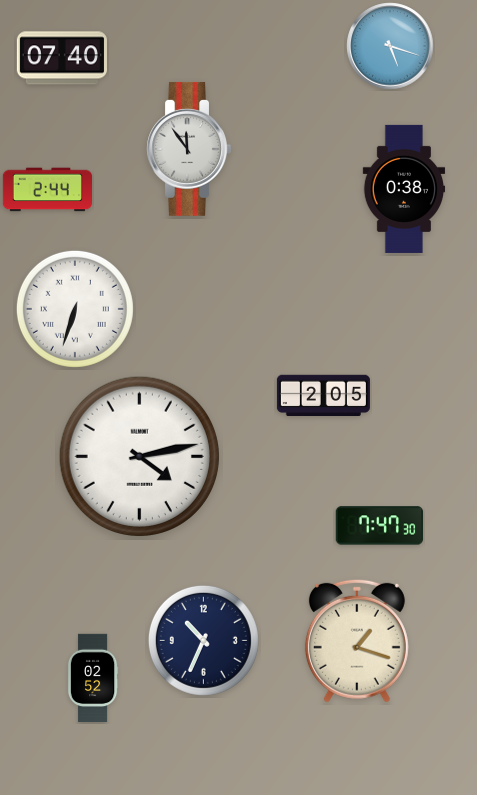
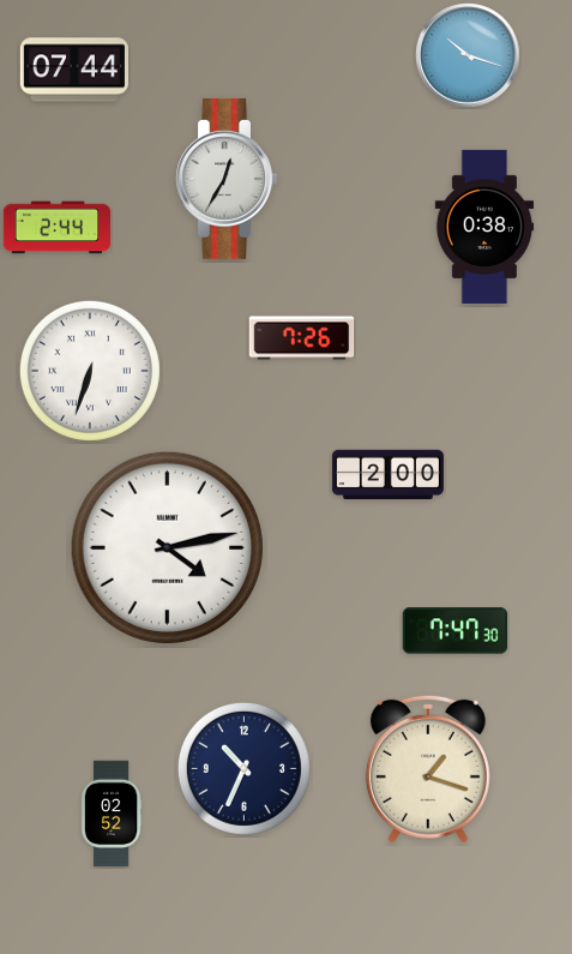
clock at (390, 46): 5:18 -> 10:18
clock at (62, 58): 07:40 -> 07:44
clock at (189, 149): 11:54 -> 12:35
clock at (302, 338): none -> 7:26
clock at (323, 396): 2:05 -> 2:00
